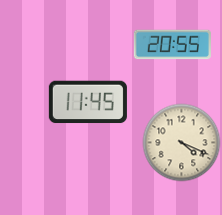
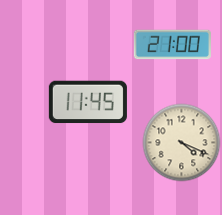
clock at (172, 45): 20:55 -> 21:00
